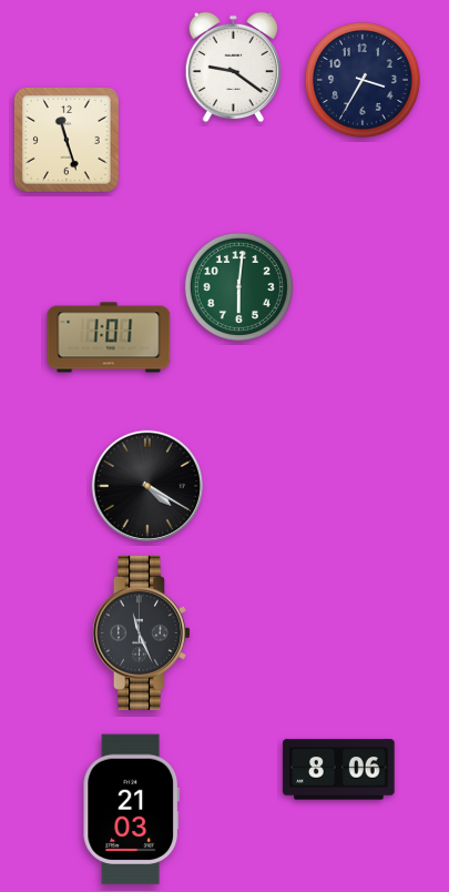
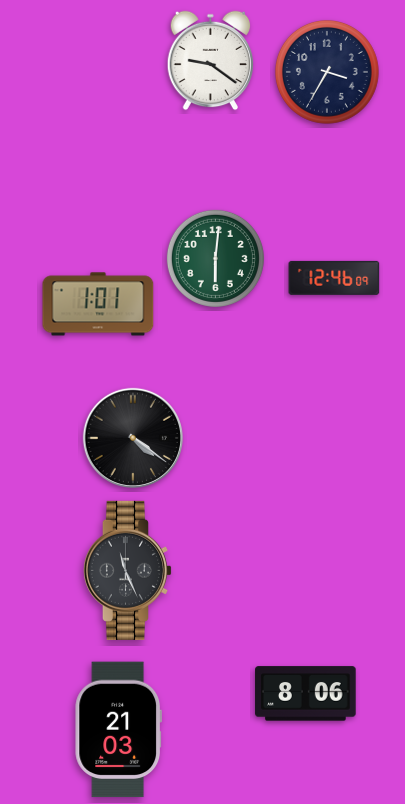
clock at (68, 141): 11:27 -> none
clock at (334, 278): none -> 12:46
clock at (147, 486): 4:20 -> 4:21
